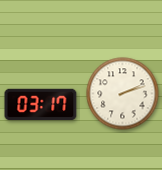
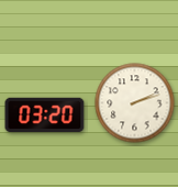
clock at (41, 105): 03:17 -> 03:20
